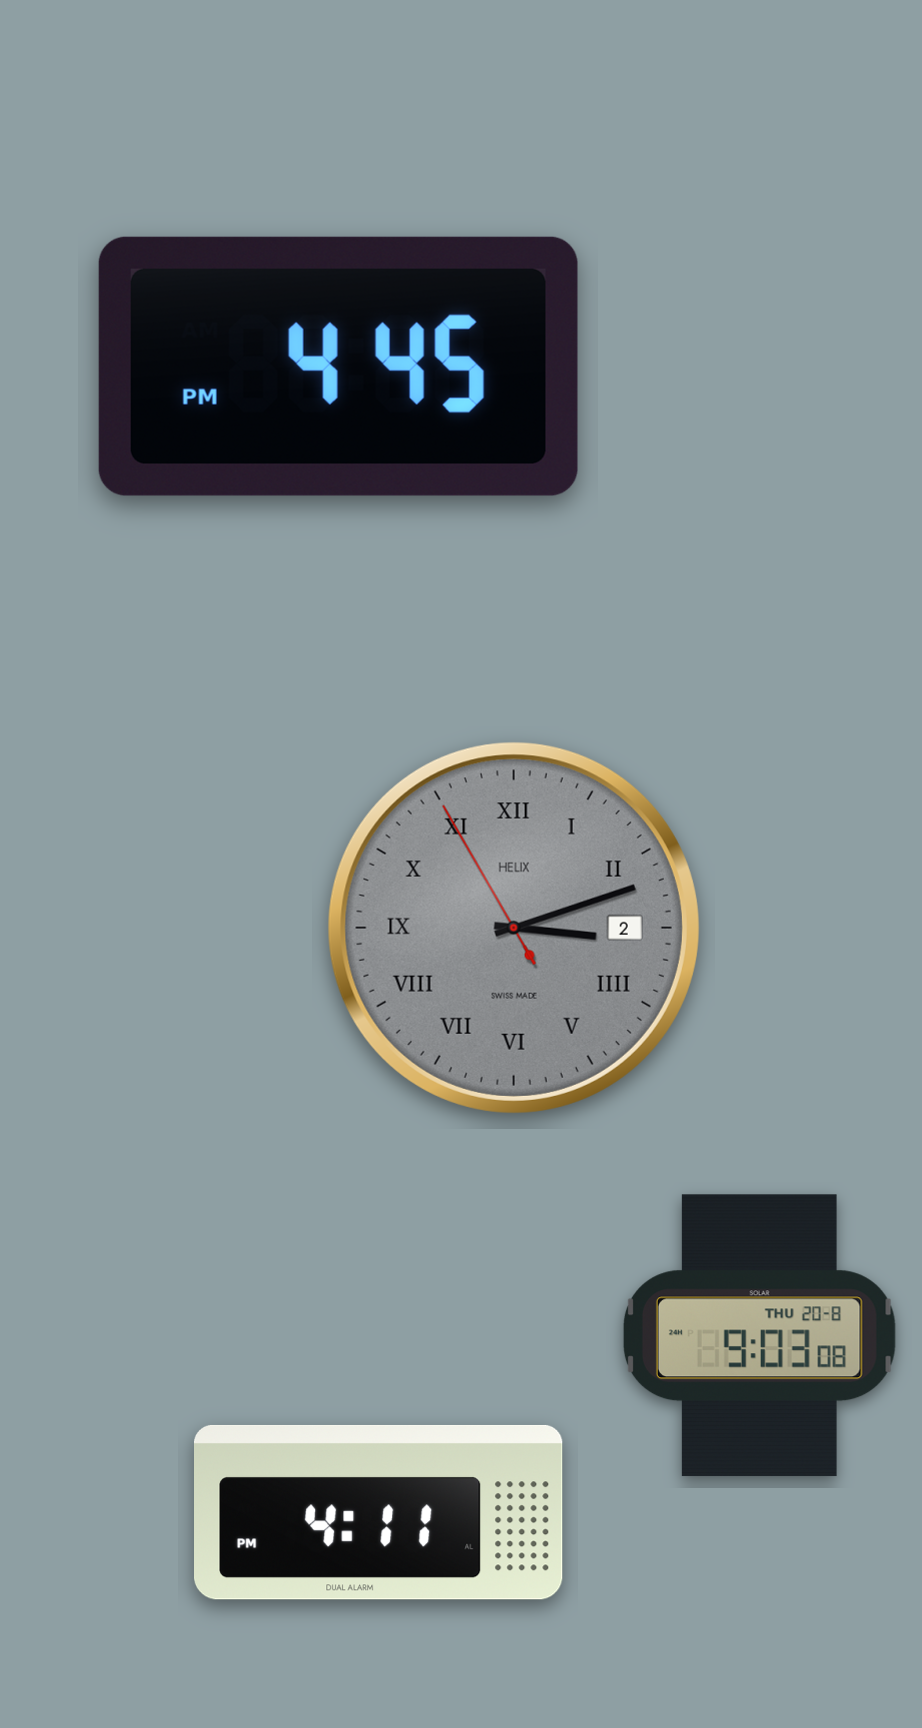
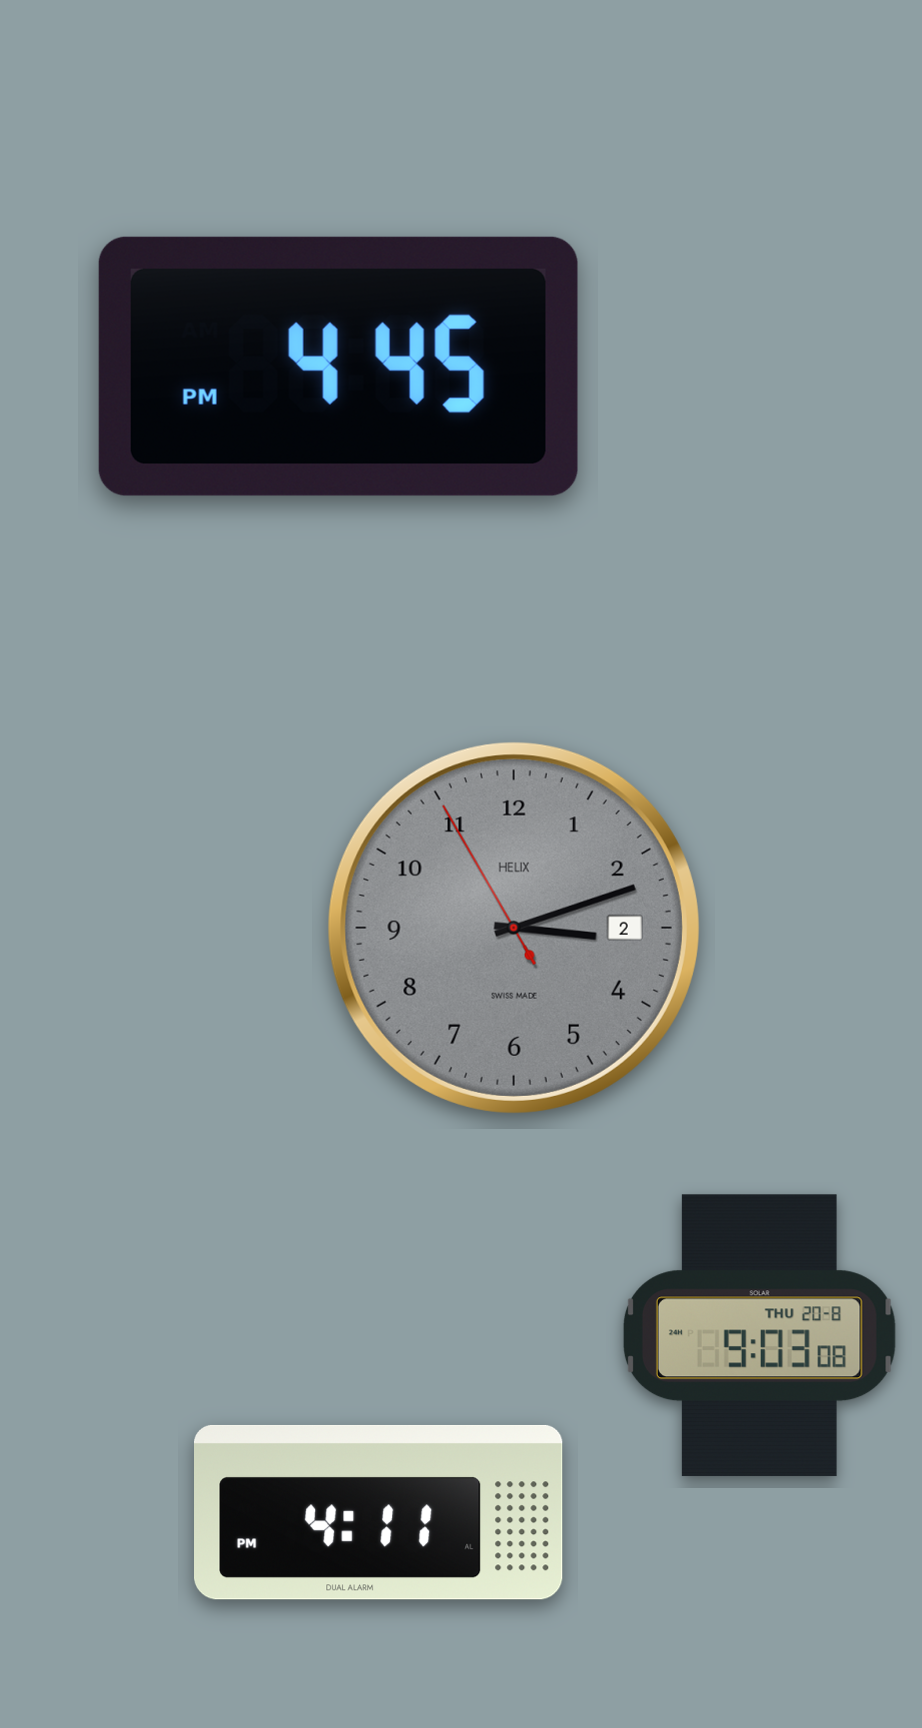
clock at (514, 928) numerals: Roman -> Arabic
